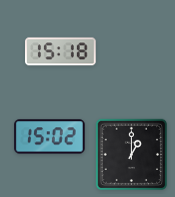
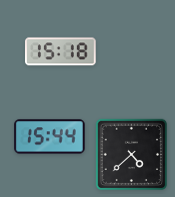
clock at (50, 137): 15:02 -> 15:44
clock at (132, 155): 1:00 -> 4:38
